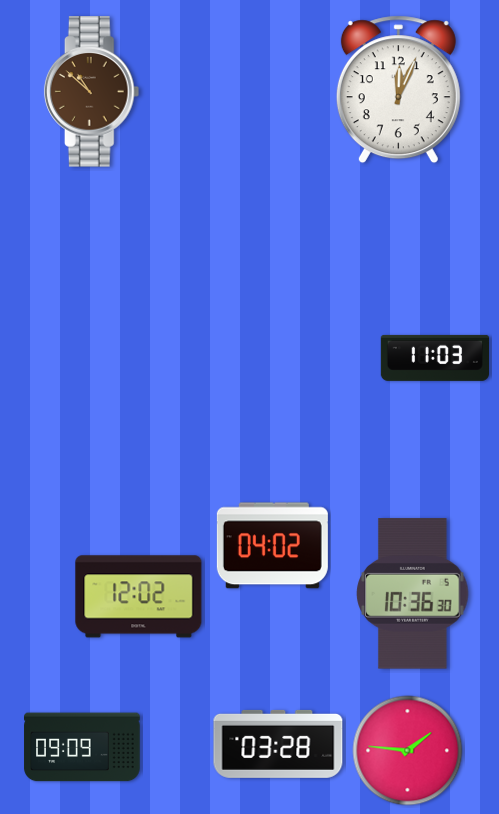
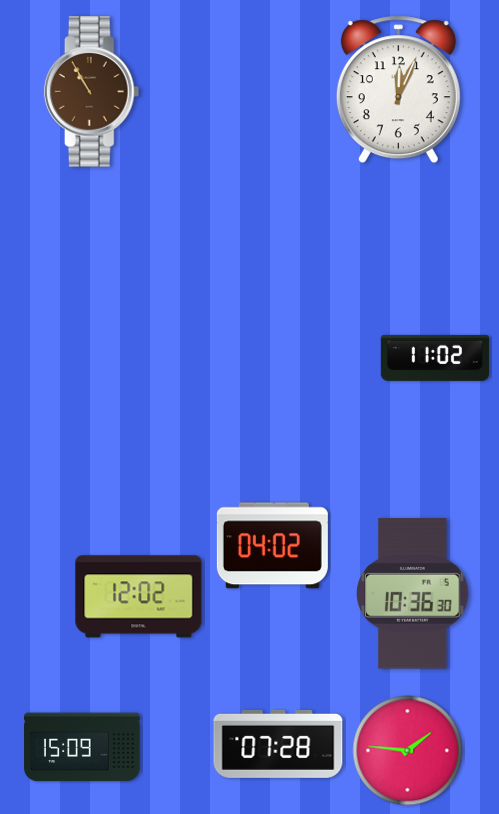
clock at (92, 92): 10:52 -> 10:55
clock at (434, 358): 11:03 -> 11:02
clock at (278, 744): 03:28 -> 07:28
clock at (82, 747): 09:09 -> 15:09
